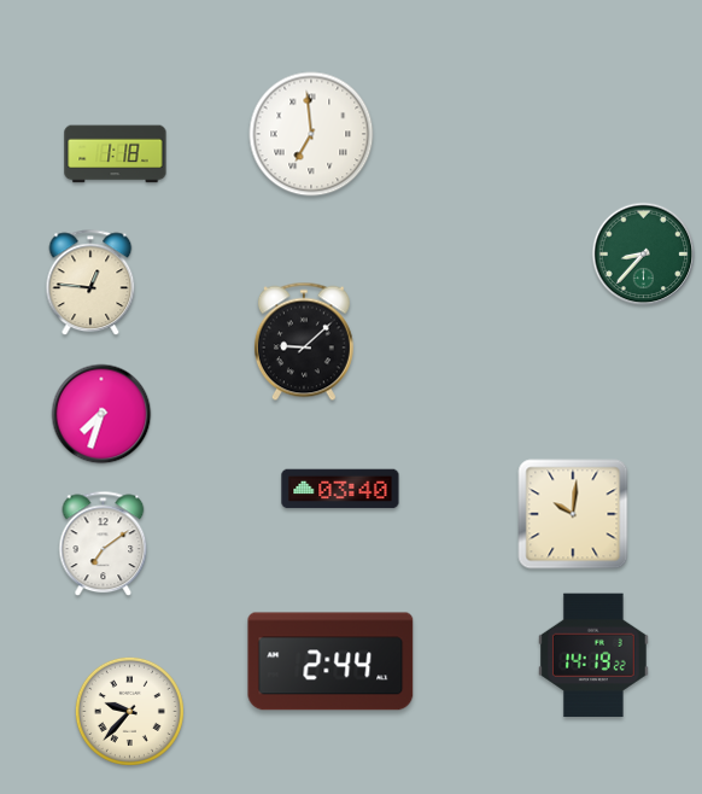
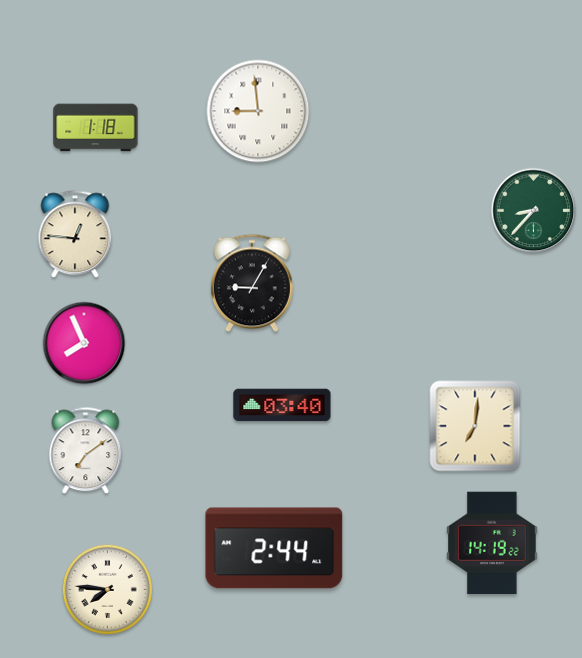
clock at (311, 134): 6:59 -> 8:59
clock at (304, 341): 9:08 -> 9:05
clock at (101, 414): 7:33 -> 7:56
clock at (573, 514): 10:01 -> 7:01
clock at (129, 711): 9:37 -> 7:46
